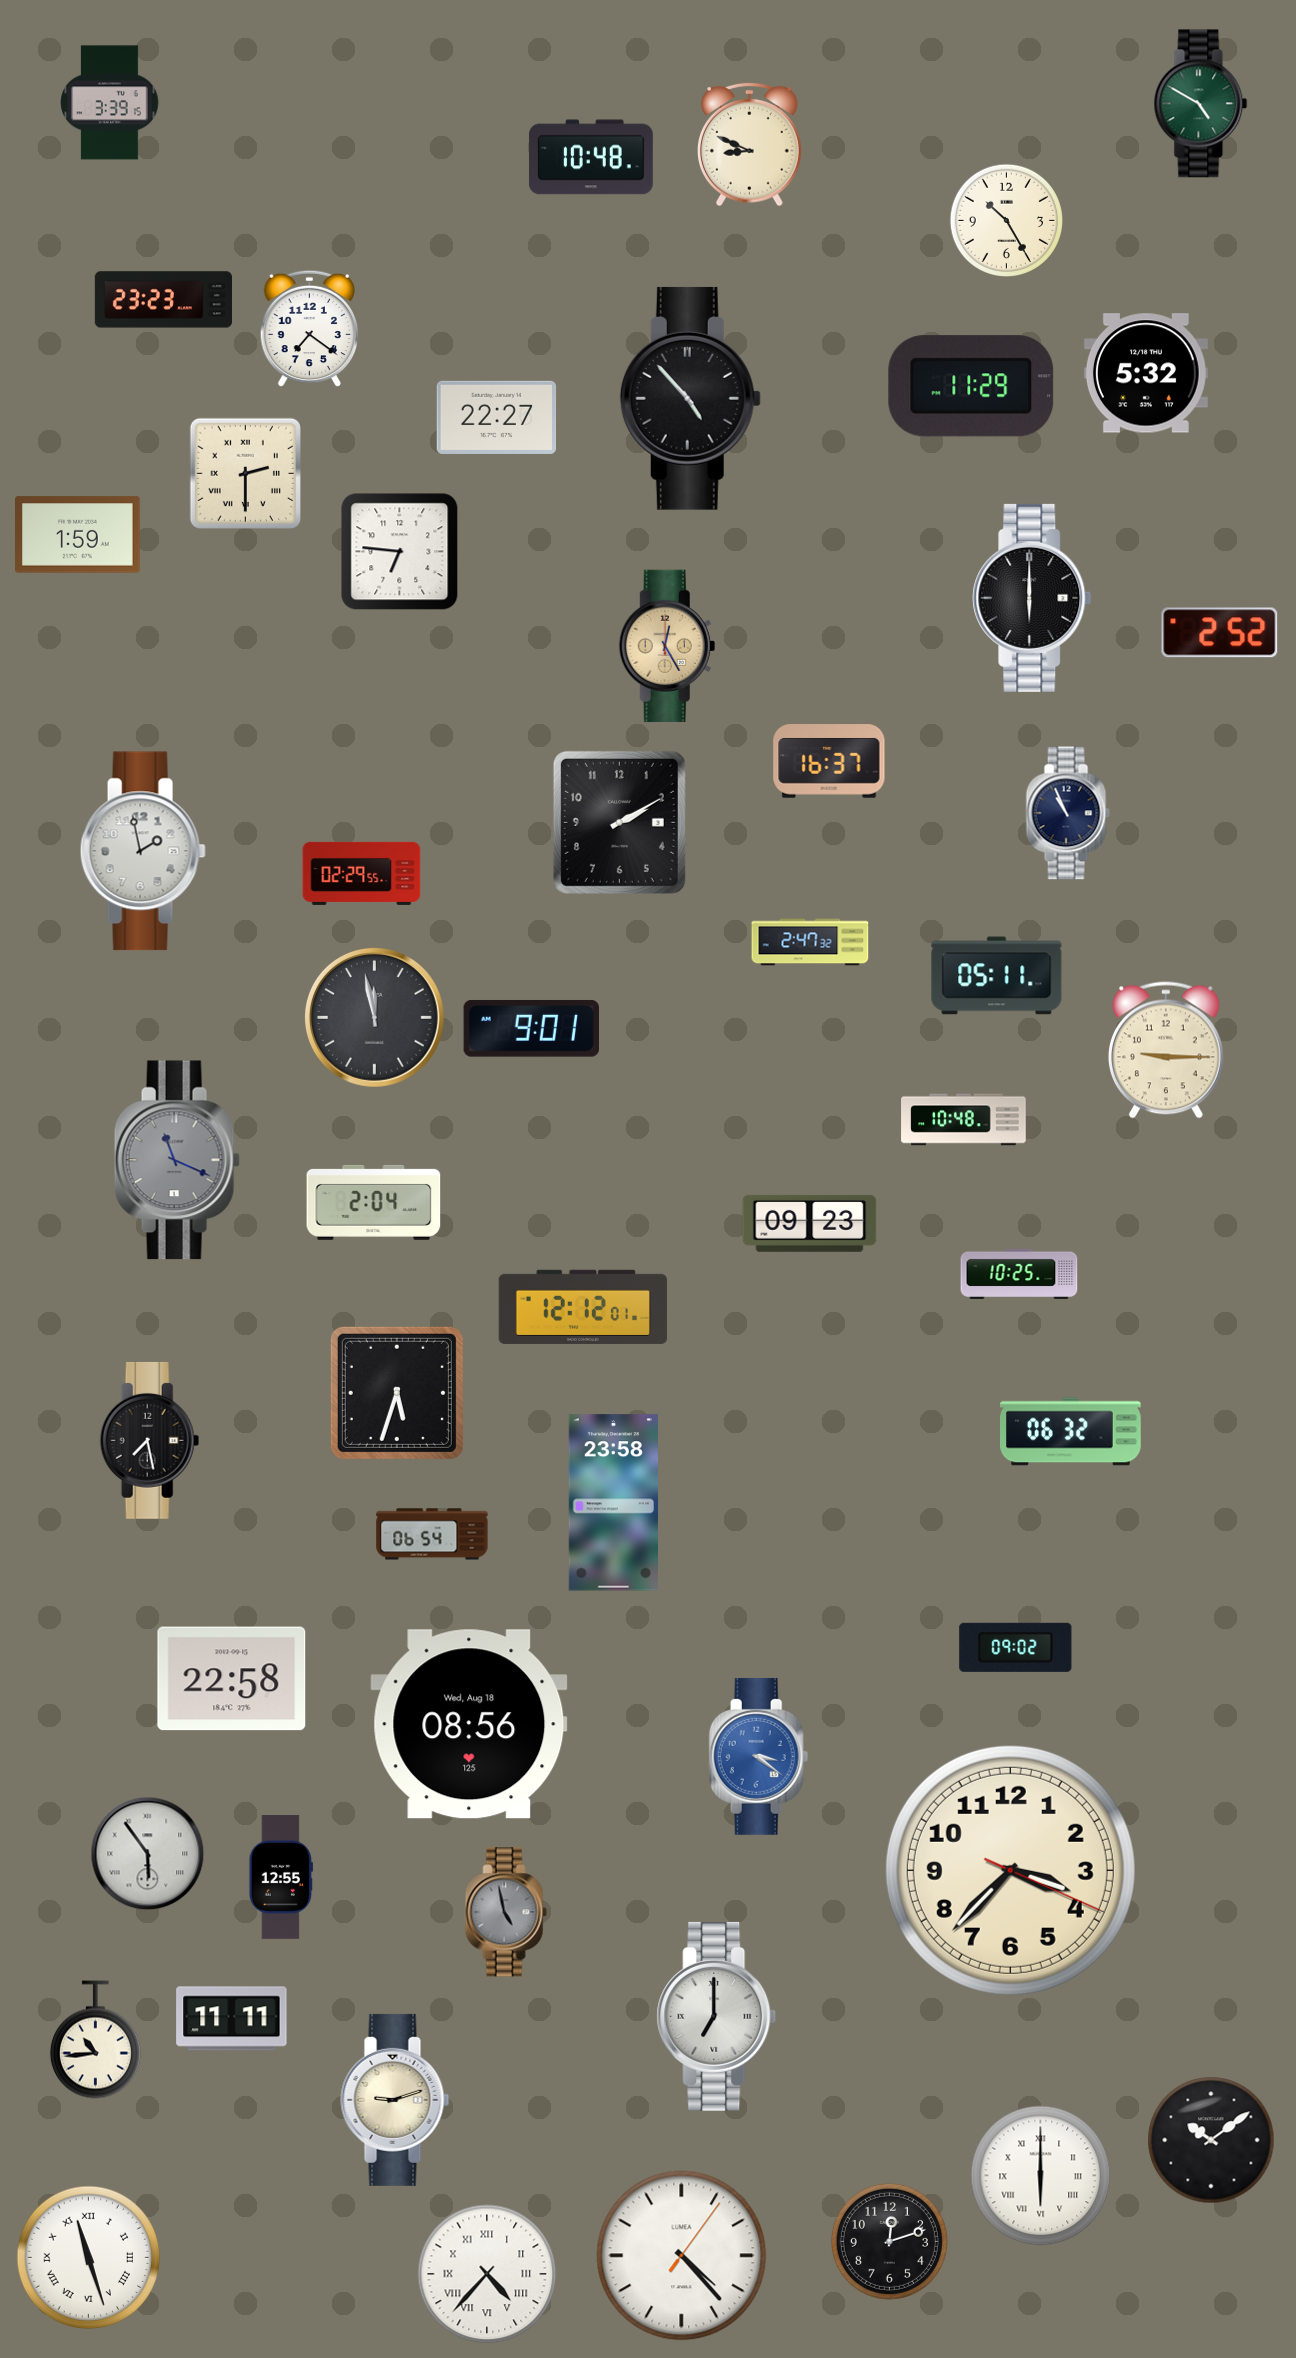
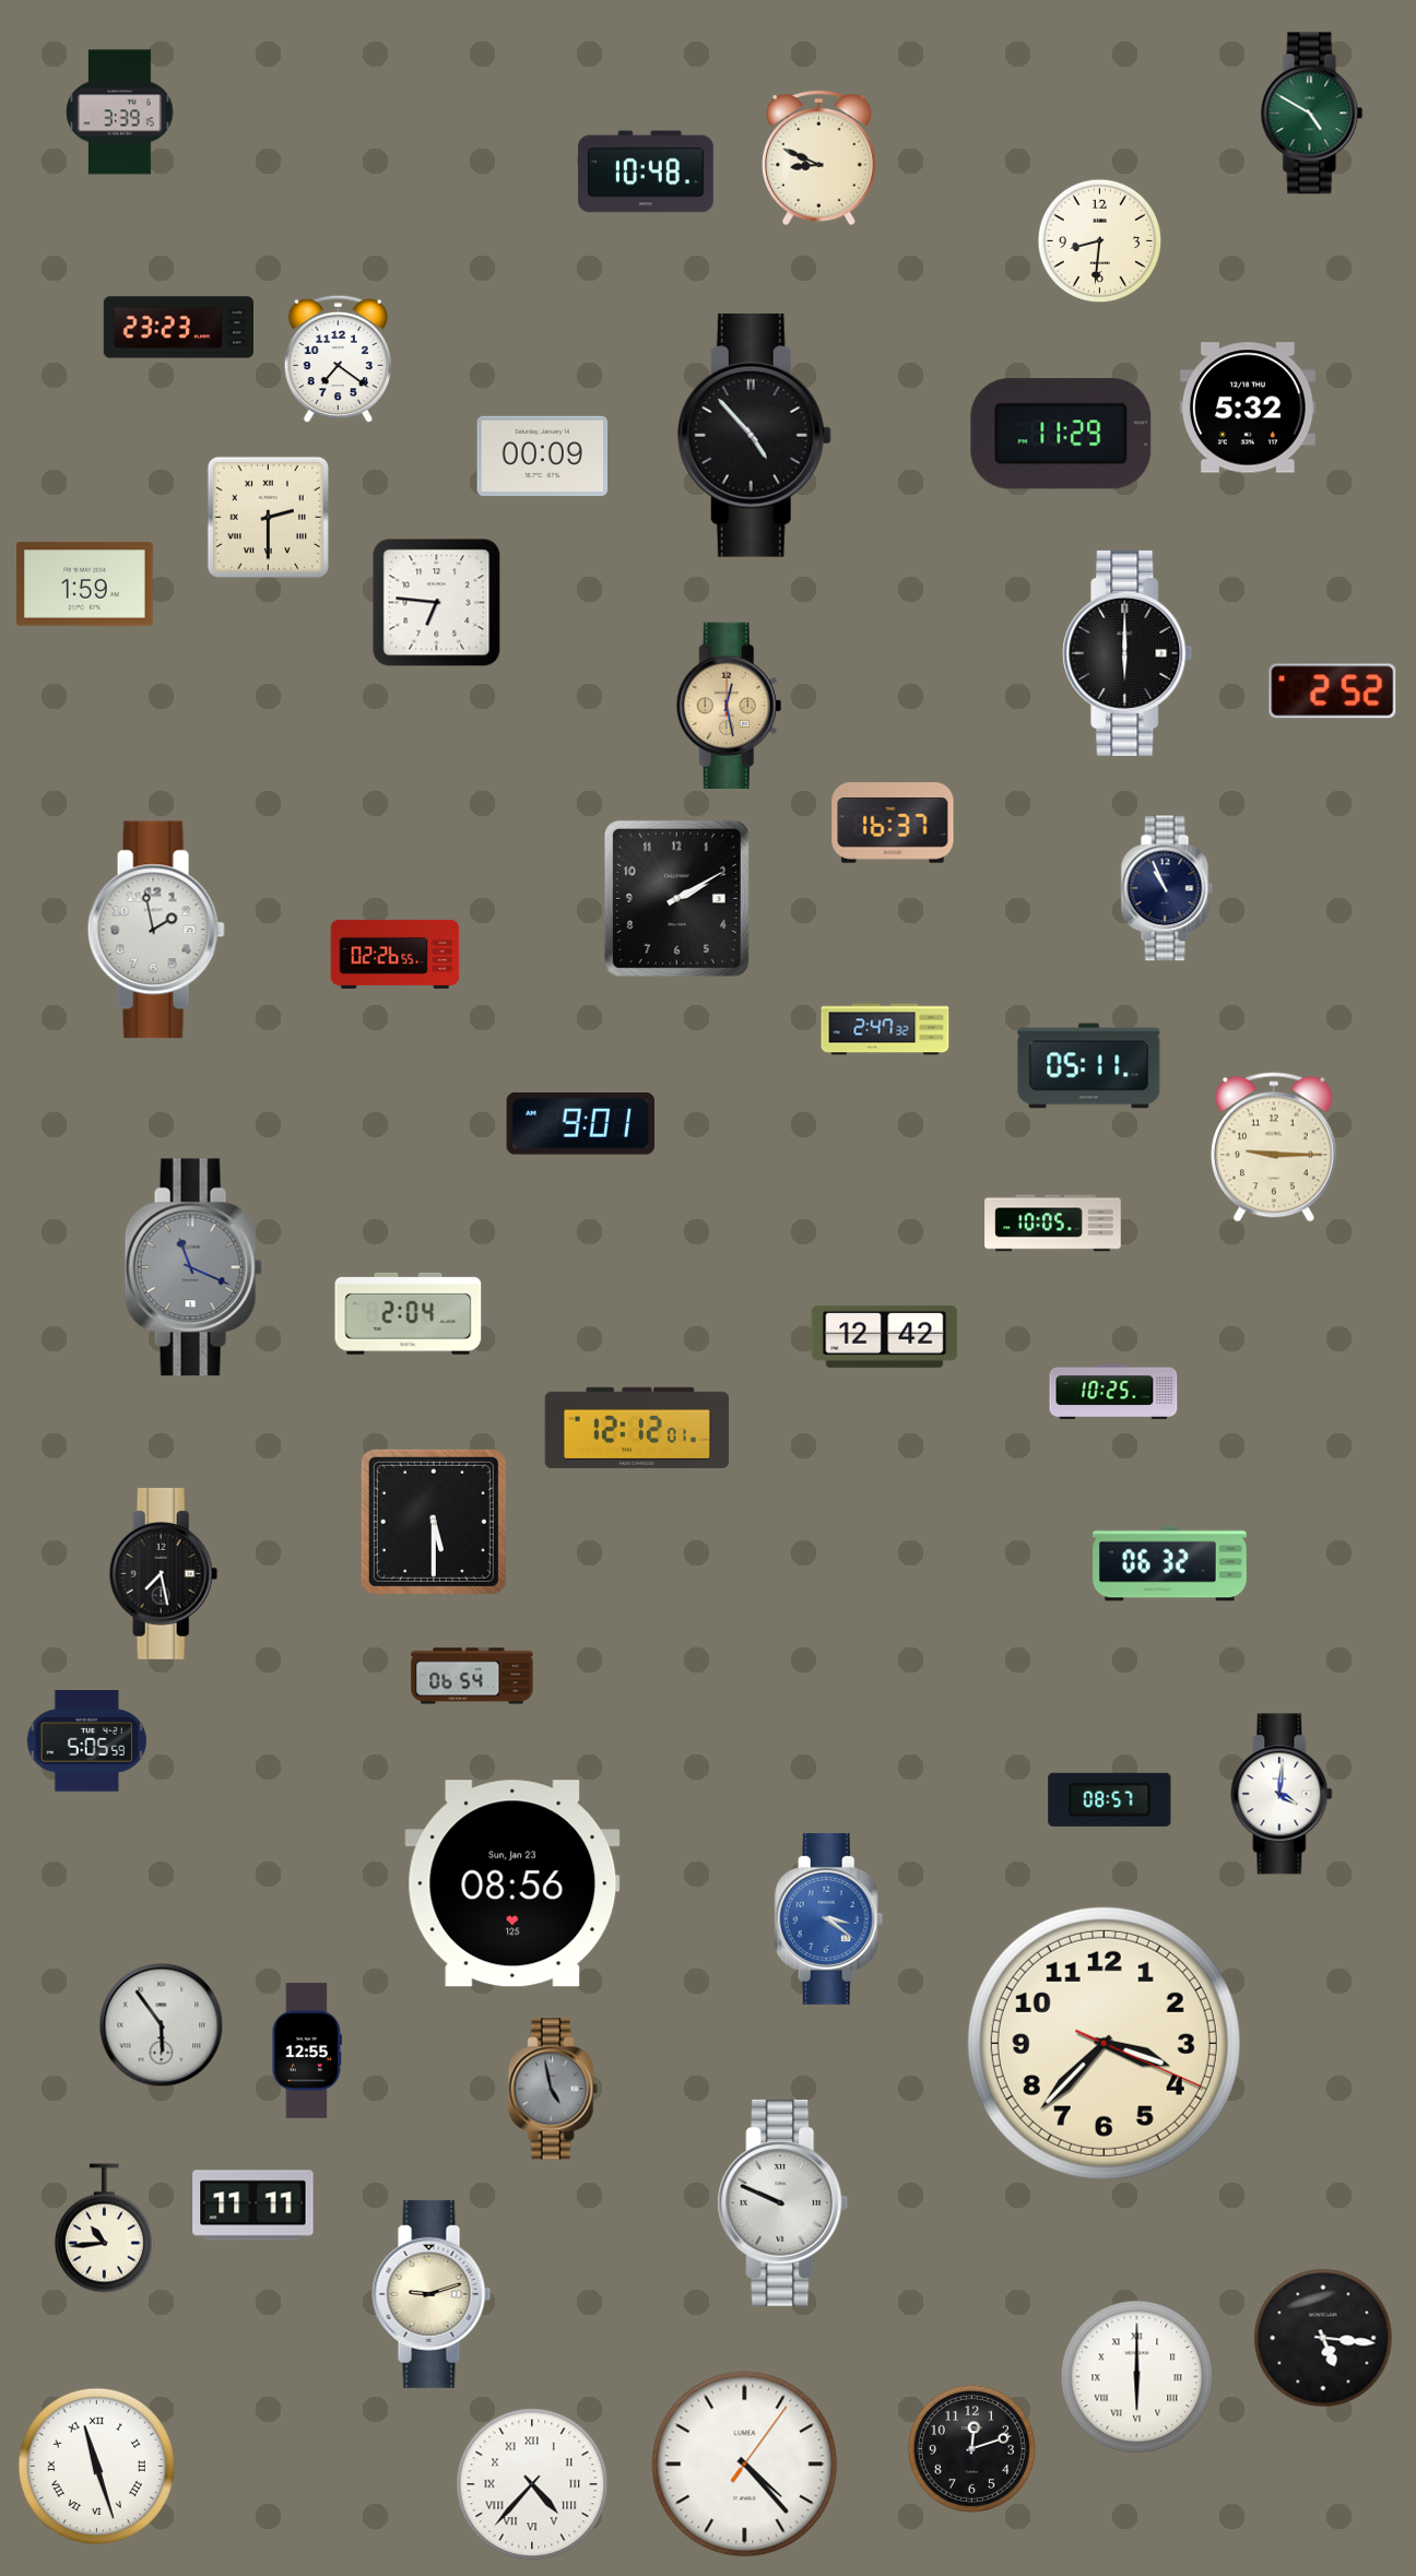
clock at (1006, 220): 10:25 -> 8:31
clock at (1146, 373) position: (1146, 373) -> (1248, 407)
clock at (971, 386) position: (971, 386) -> (1061, 434)
clock at (497, 417): 22:27 -> 00:09
clock at (667, 646): 12:25 -> 12:28
clock at (829, 761) position: (829, 761) -> (893, 823)
clock at (362, 873): 02:29 -> 02:26
clock at (374, 1017): 11:58 -> none
clock at (964, 1120): 10:48 -> 10:05
clock at (810, 1223): 09:23 -> 12:42
clock at (397, 1393): 5:33 -> 5:30
clock at (613, 1503): 23:58 -> none
clock at (86, 1741): none -> 5:05
clock at (1282, 1794): none -> 4:01
clock at (1016, 1647): 09:02 -> 08:57
clock at (232, 1679): 22:58 -> none
clock at (469, 1724) date: Wed, Aug 18 -> Sun, Jan 23
clock at (717, 2016): 7:00 -> 9:49
clock at (1211, 2140): 10:09 -> 5:16
